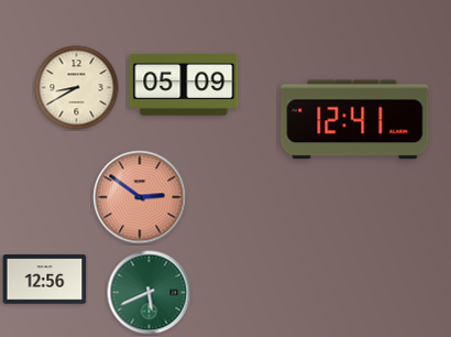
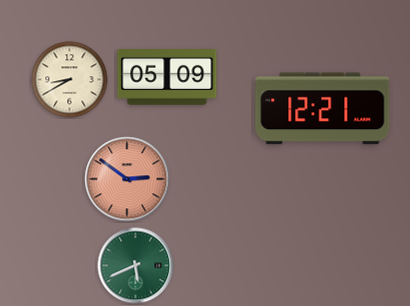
clock at (355, 120): 12:41 -> 12:21
clock at (45, 280): 12:56 -> none
